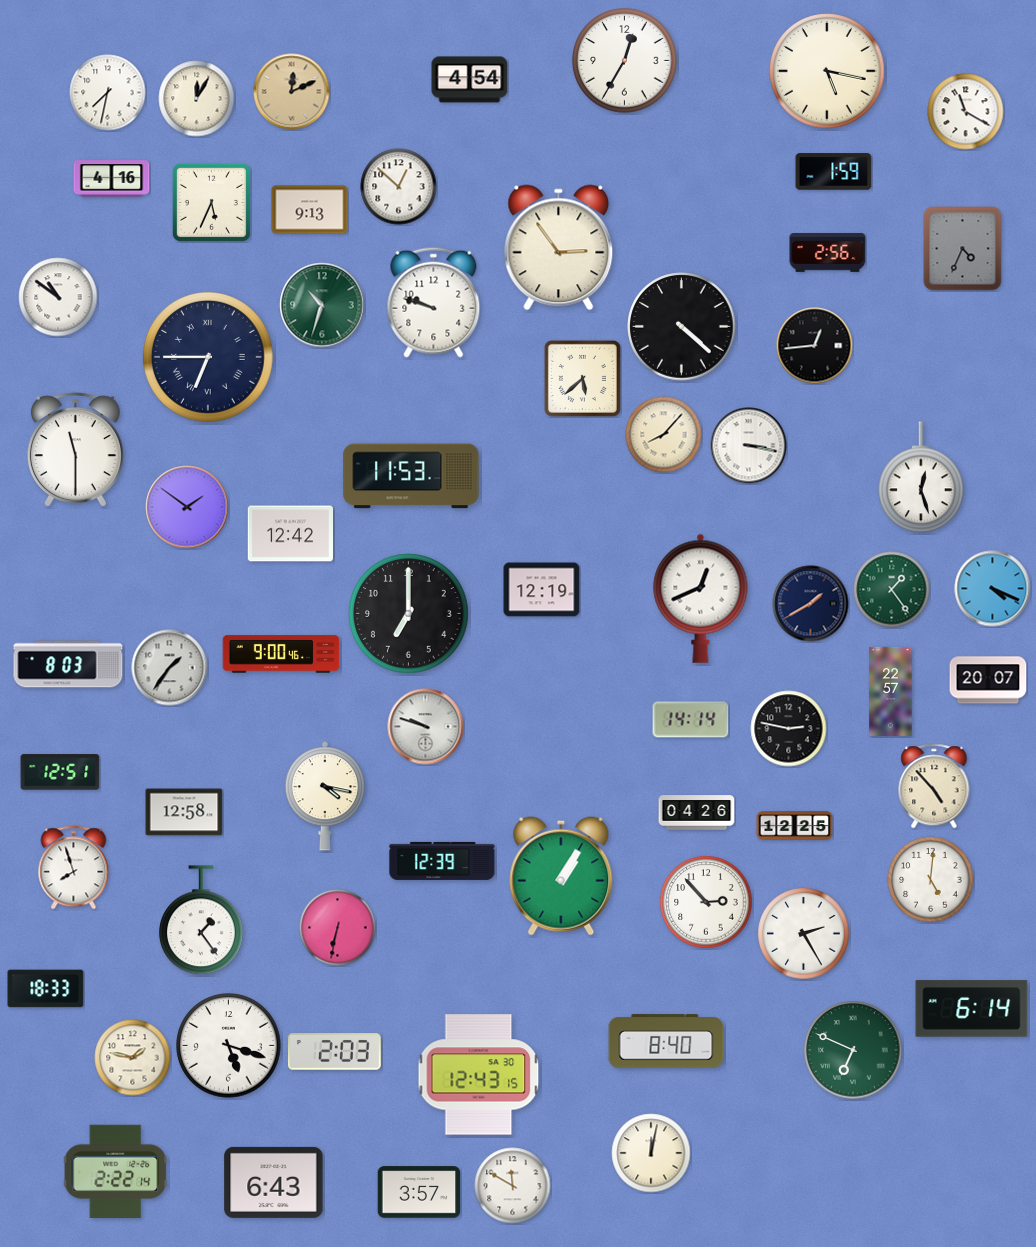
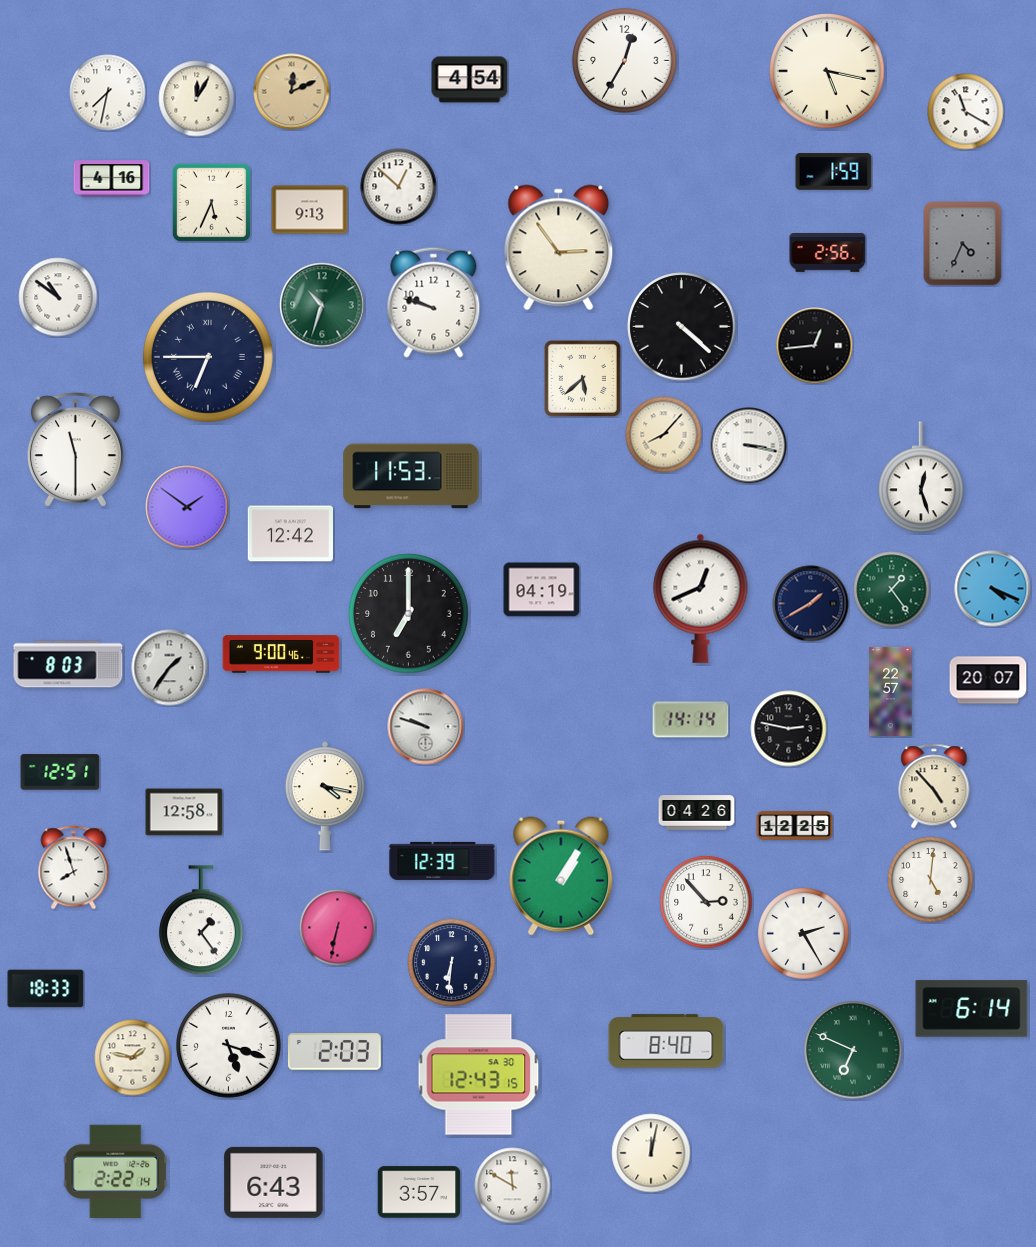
clock at (963, 249) position: (963, 249) -> (963, 244)
clock at (542, 590): 12:19 -> 04:19
clock at (452, 963): none -> 6:31
